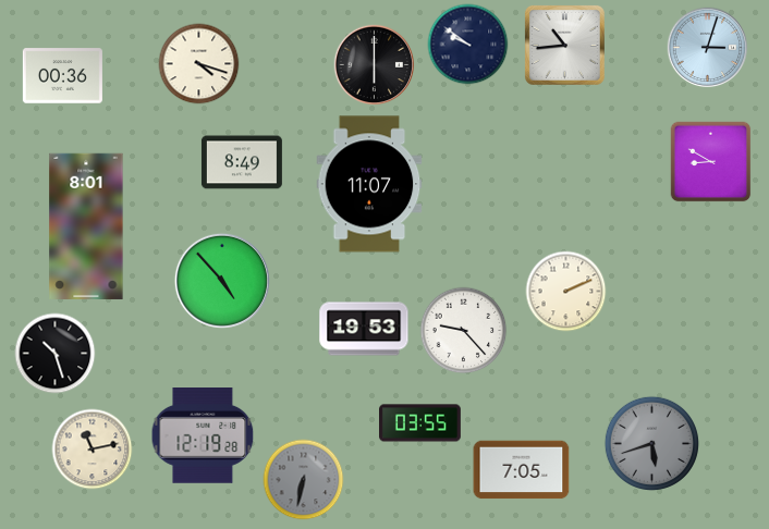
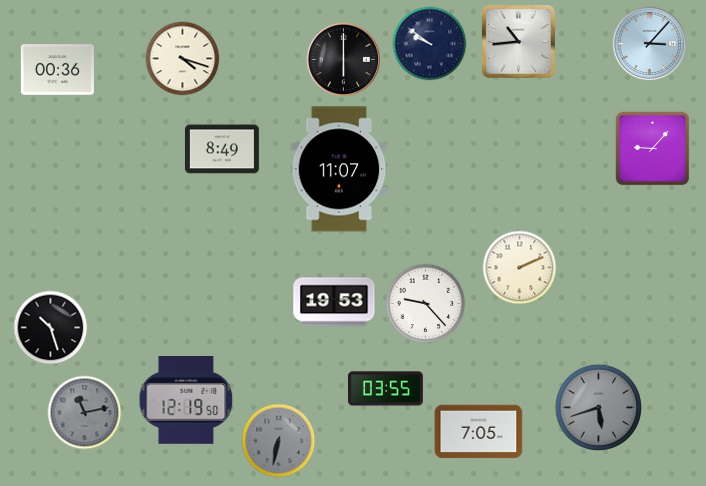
clock at (468, 45) position: (468, 45) -> (430, 44)
clock at (708, 48): 3:03 -> 3:07
clock at (711, 162): 8:50 -> 9:07
clock at (86, 225): 8:01 -> none
clock at (222, 281): 4:53 -> none
clock at (56, 354) position: (56, 354) -> (51, 328)
clock at (203, 436): 12:19:28 -> 12:19:50
clock at (93, 450) dial: cream -> grey
